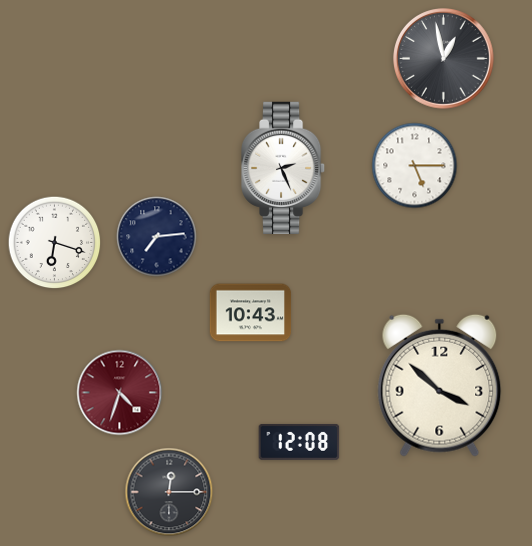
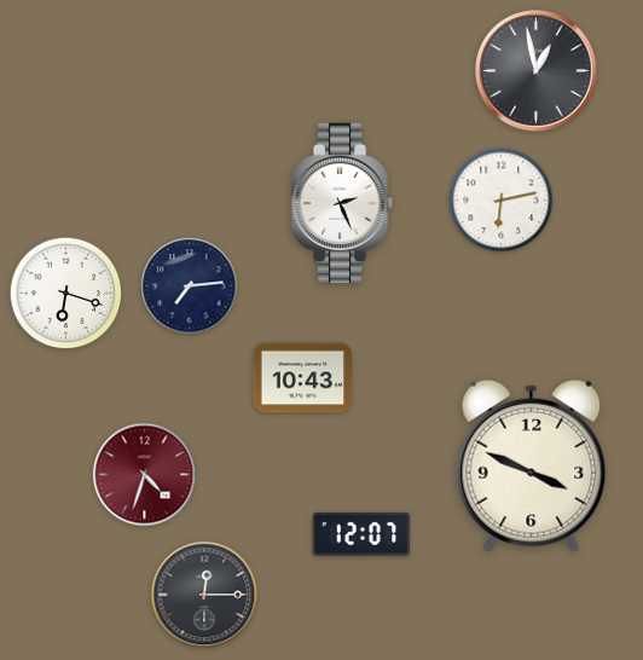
clock at (415, 166): 5:15 -> 6:13
clock at (440, 385): 3:52 -> 3:49
clock at (299, 442): 12:08 -> 12:07
